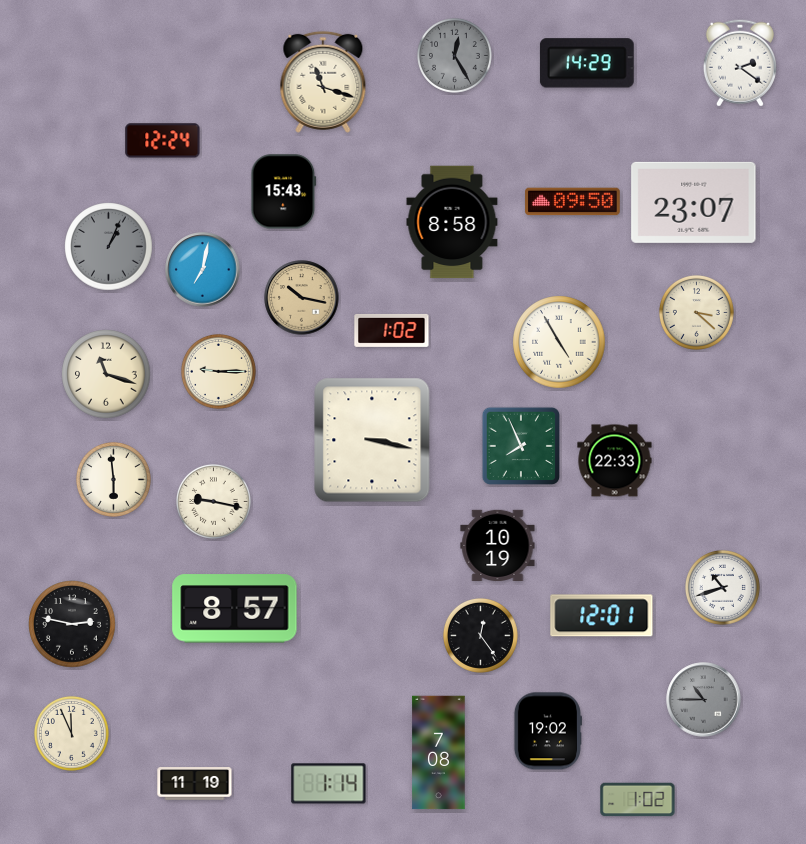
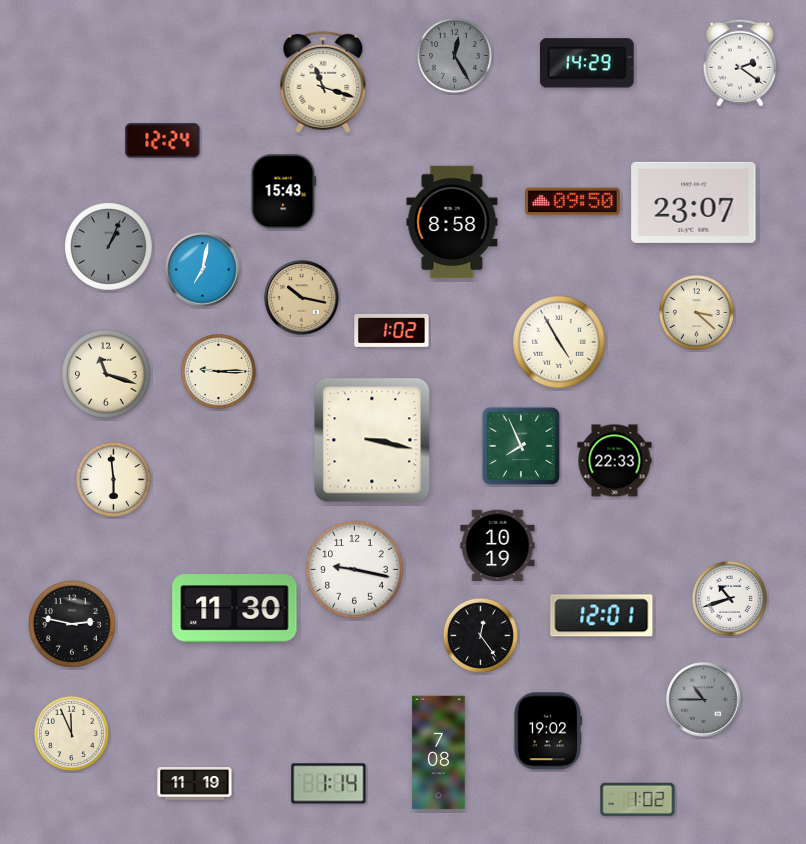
clock at (213, 501): 9:17 -> none
clock at (355, 570): none -> 9:17
clock at (722, 587) position: (722, 587) -> (729, 598)
clock at (235, 609): 8:57 -> 11:30
